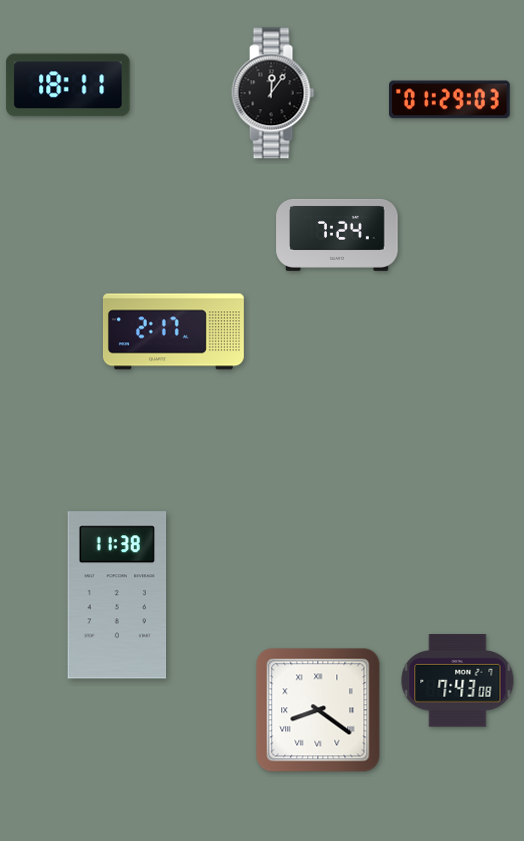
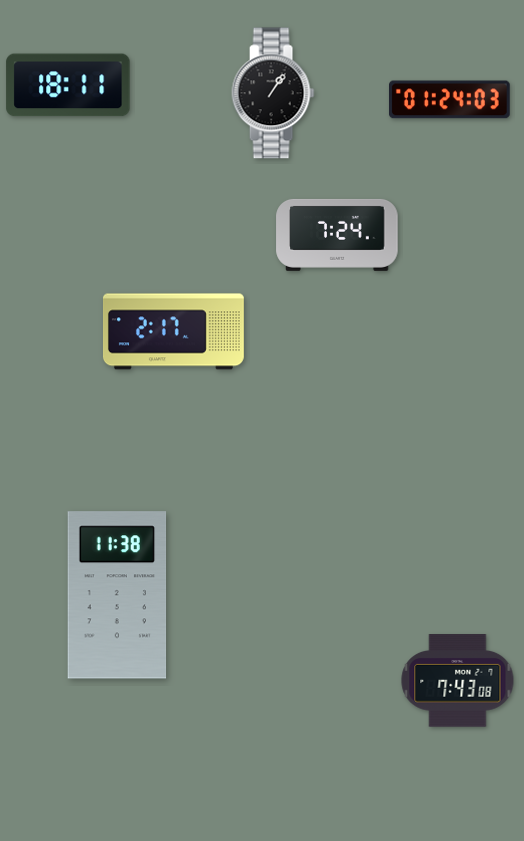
clock at (273, 93): 12:06 -> 1:06
clock at (450, 100): 01:29 -> 01:24
clock at (318, 710): 8:21 -> none
